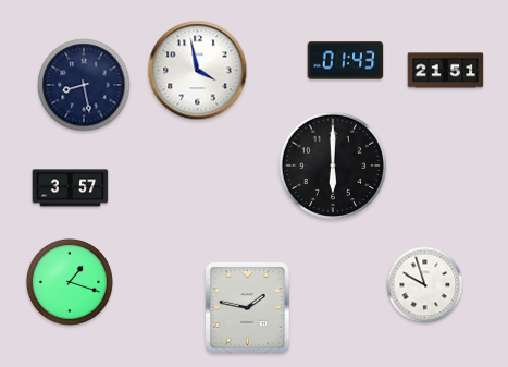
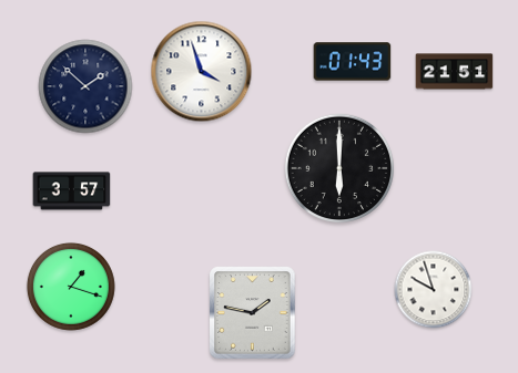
clock at (198, 71): 3:58 -> 3:57
clock at (84, 85): 8:28 -> 1:52
